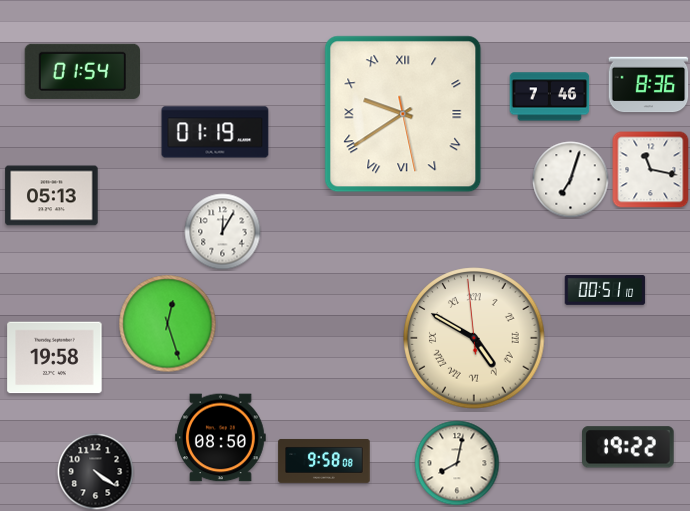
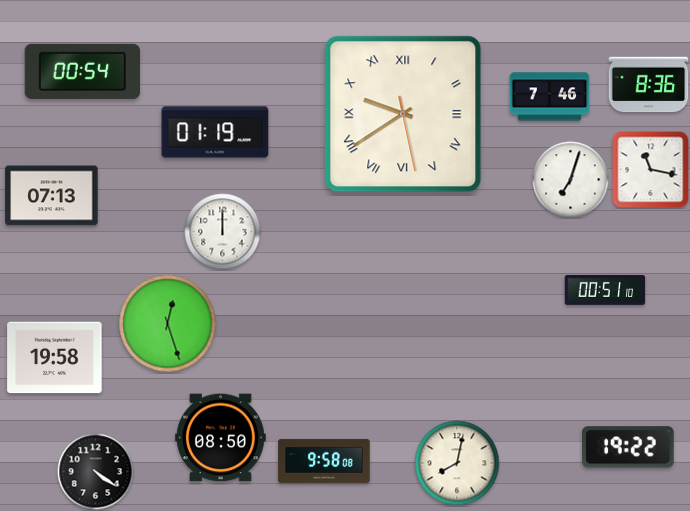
clock at (82, 71): 01:54 -> 00:54
clock at (52, 196): 05:13 -> 07:13
clock at (223, 232): 12:05 -> 12:00
clock at (474, 338): 4:49 -> none
